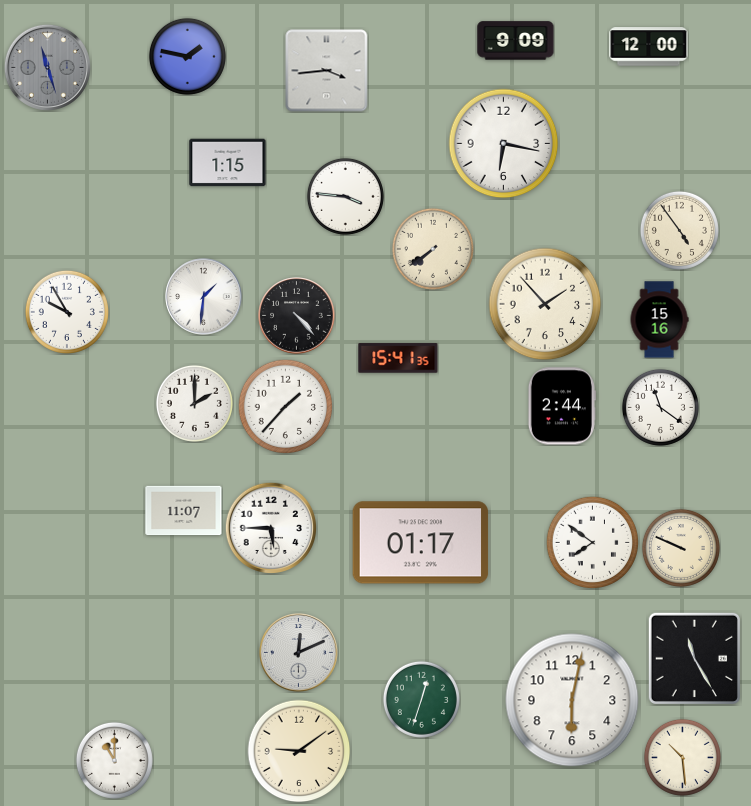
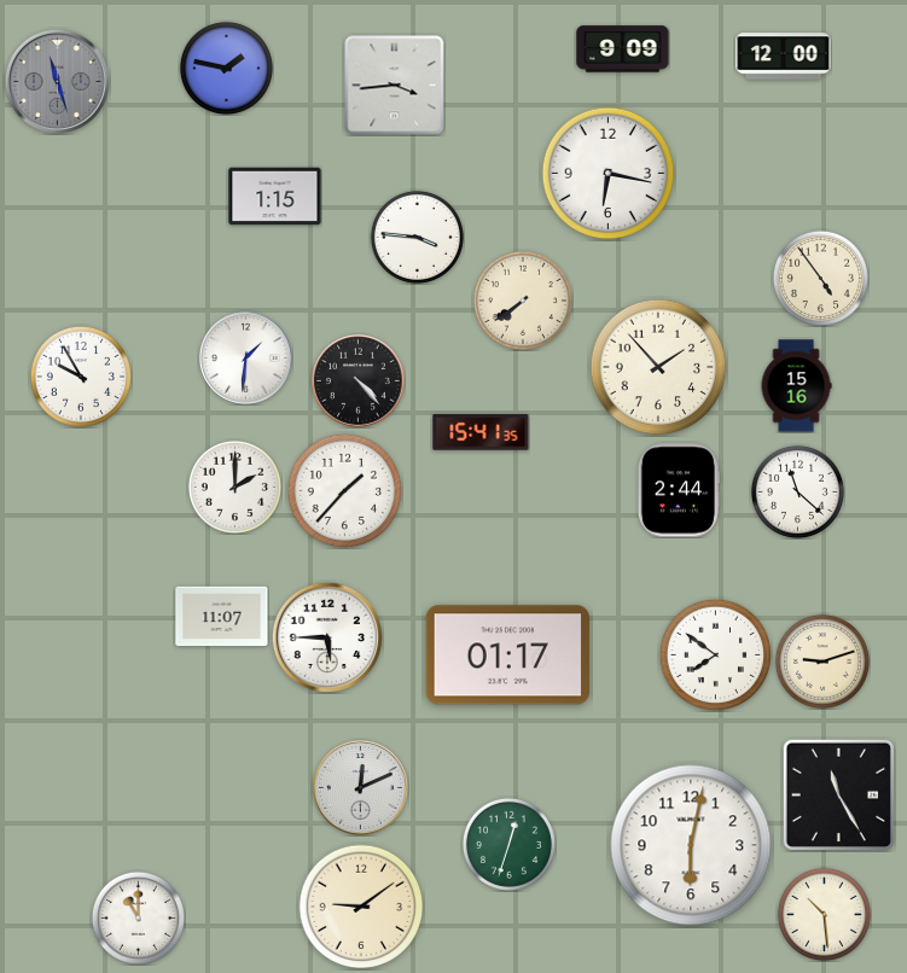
clock at (660, 407): 11:21 -> 11:22
clock at (681, 548): 9:49 -> 9:12
